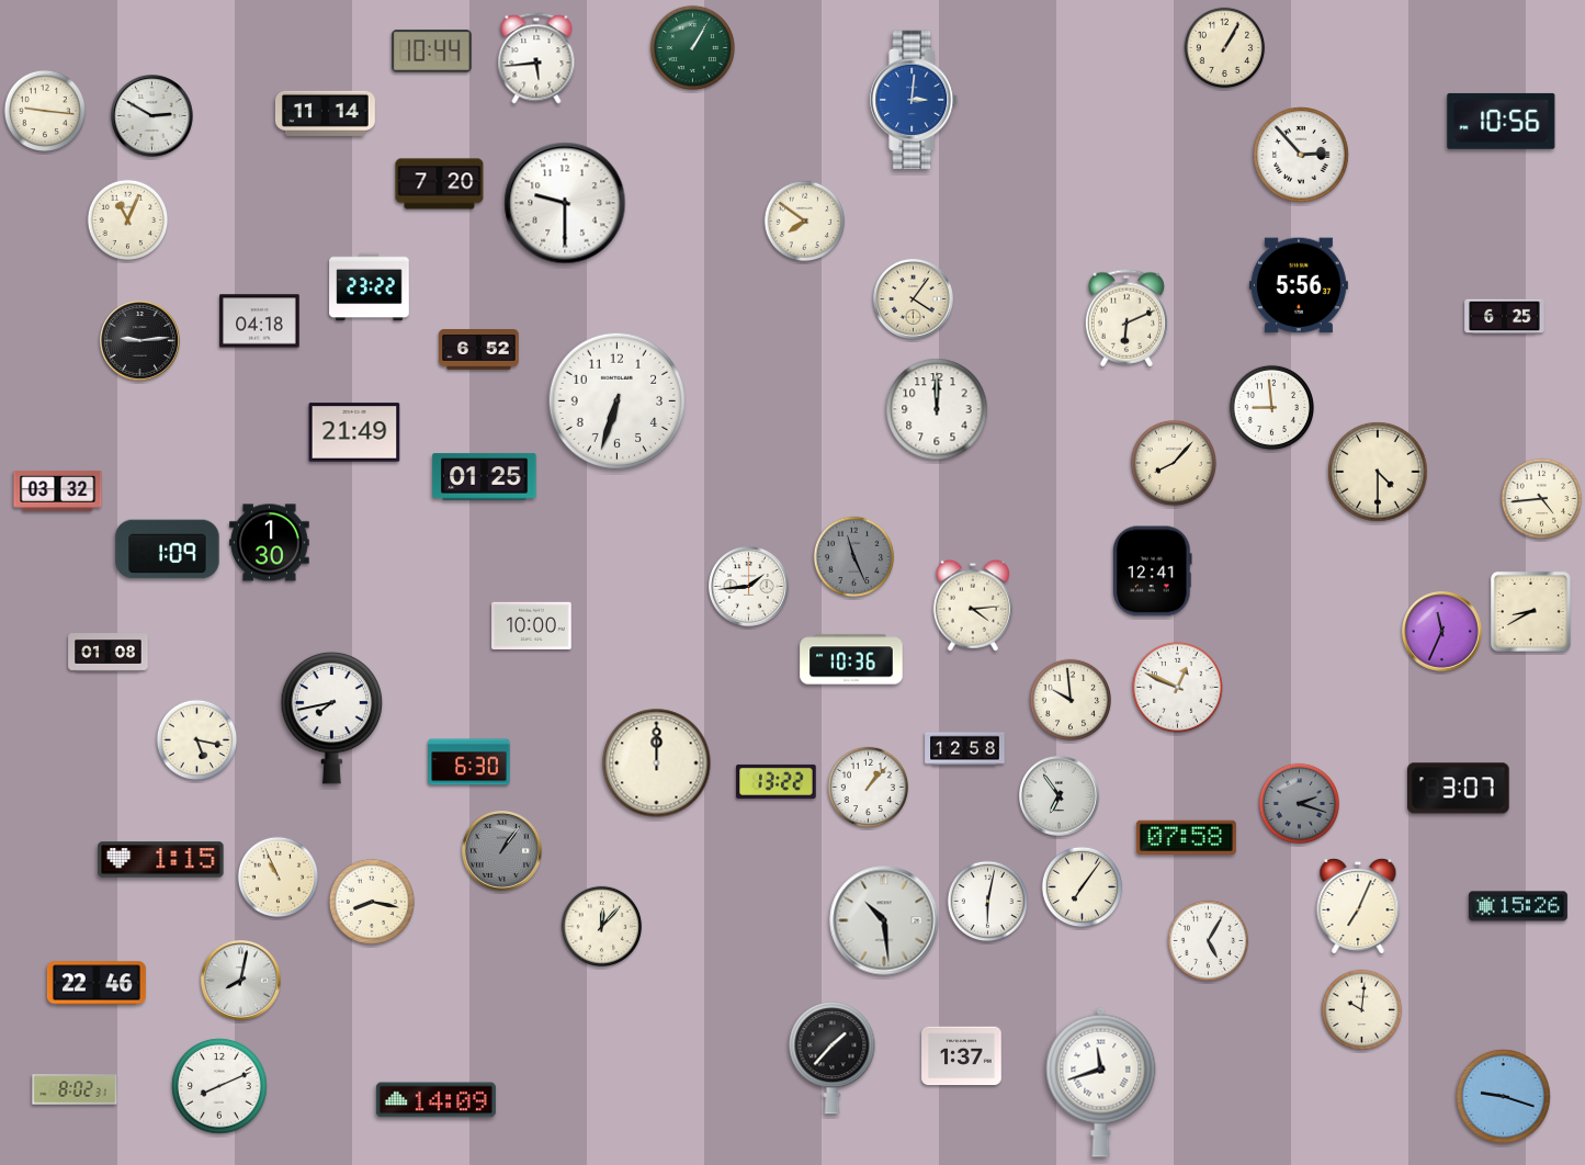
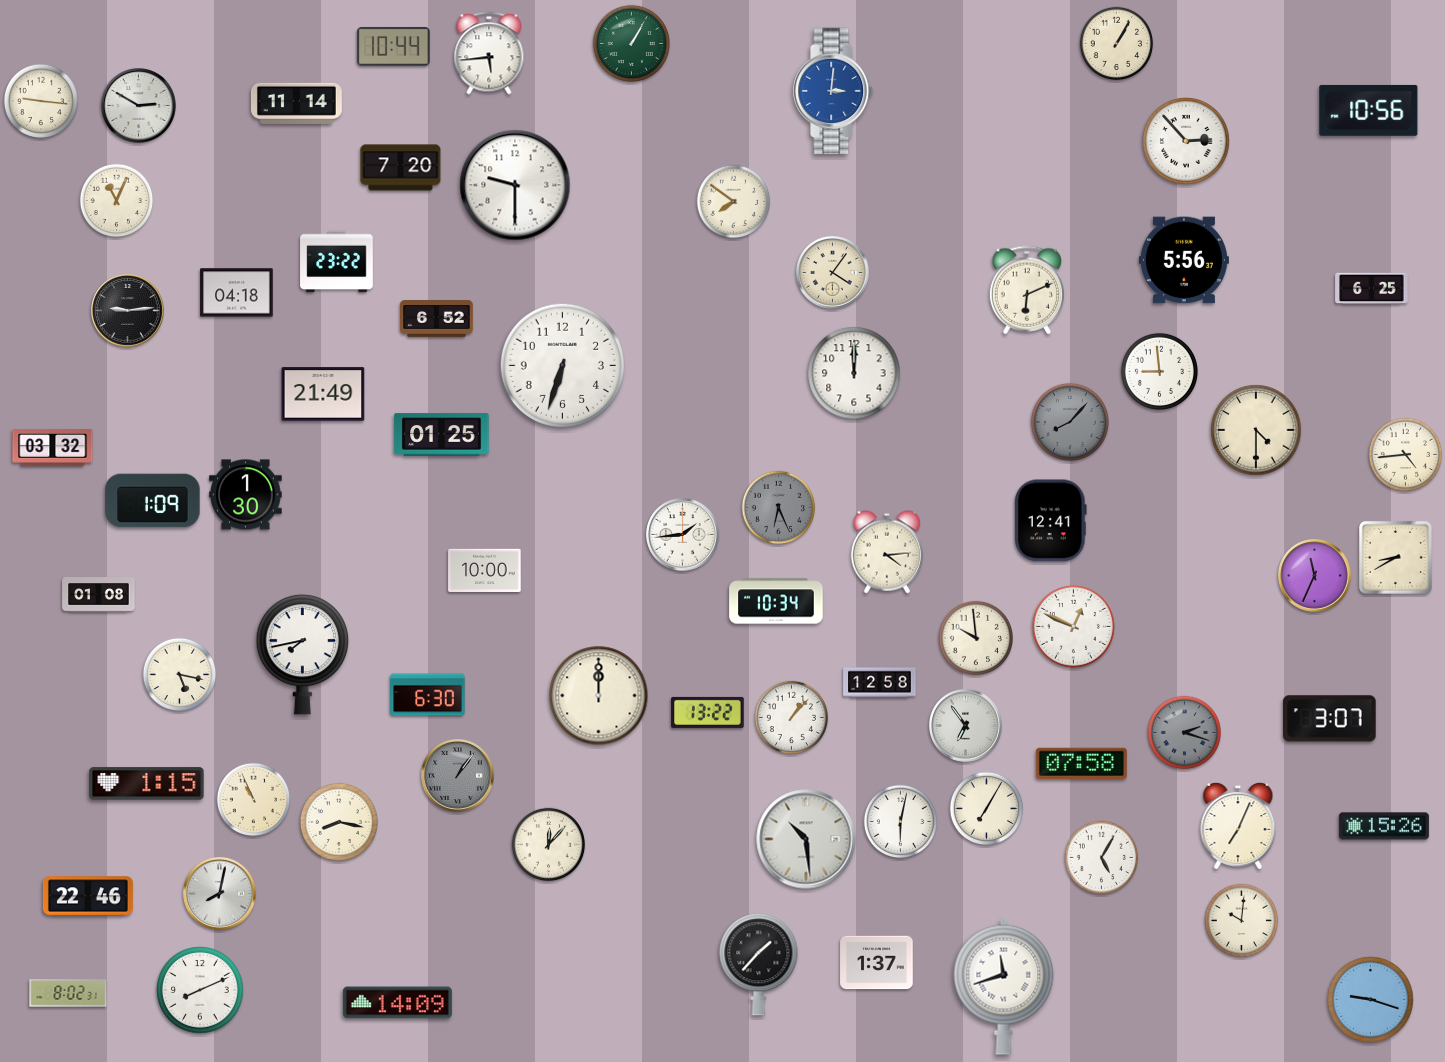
clock at (1174, 463) dial: cream -> grey
clock at (854, 557): 11:26 -> 6:26
clock at (851, 659): 10:36 -> 10:34
clock at (1083, 887): 7:06 -> 7:05
